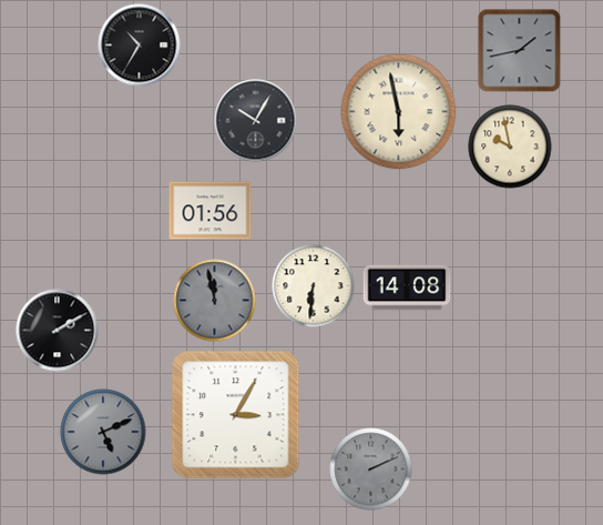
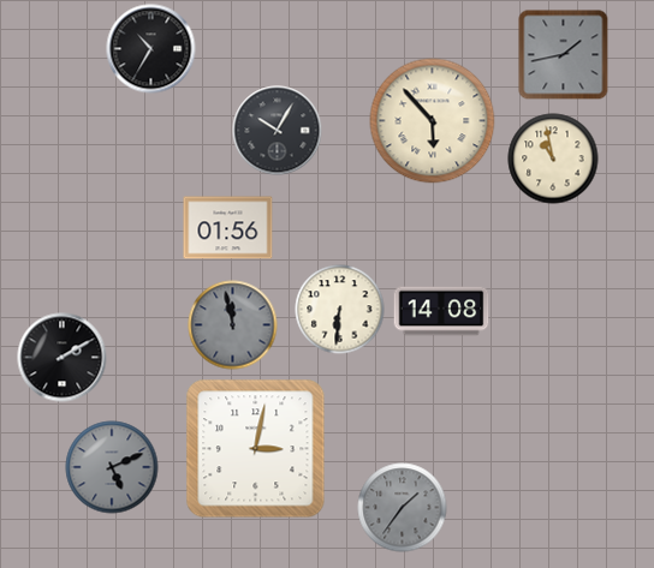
clock at (399, 112): 5:58 -> 5:53
clock at (510, 147): 9:58 -> 10:58
clock at (236, 415): 3:05 -> 3:02
clock at (371, 470): 2:11 -> 1:36
